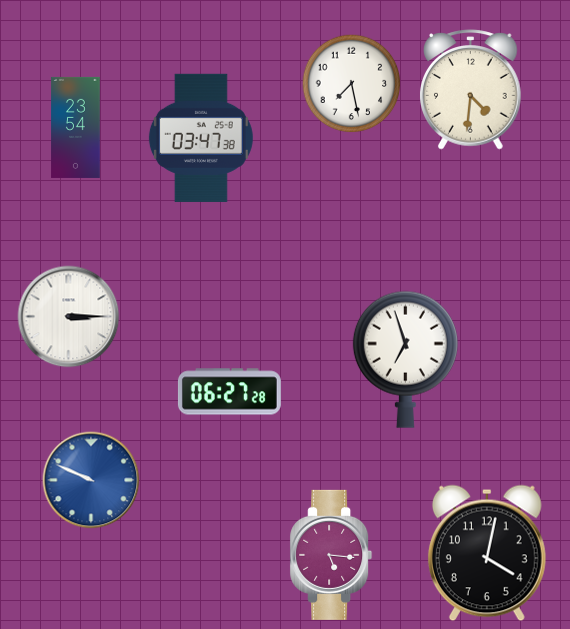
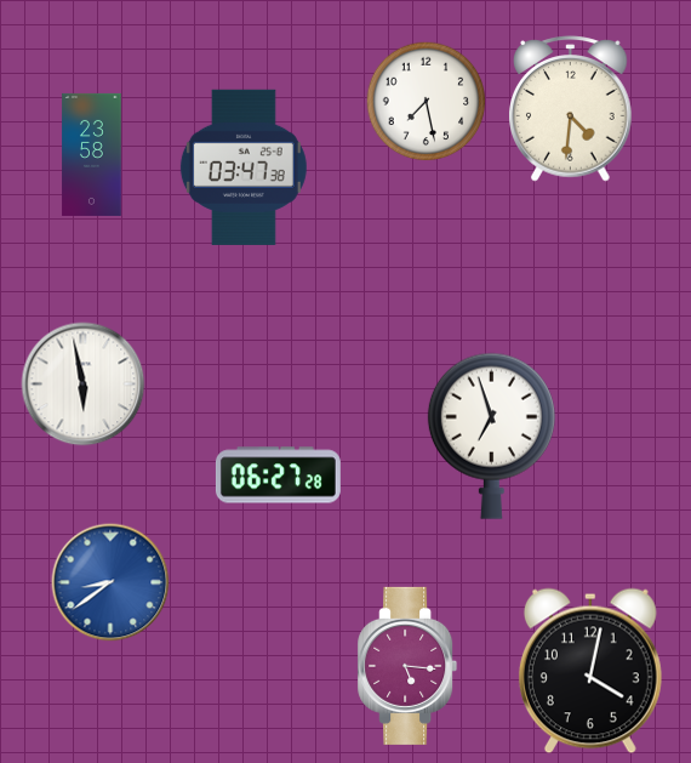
clock at (76, 127): 23:54 -> 23:58
clock at (69, 317): 3:15 -> 5:58
clock at (91, 480): 9:49 -> 8:39
clock at (331, 555) position: (331, 555) -> (407, 666)
